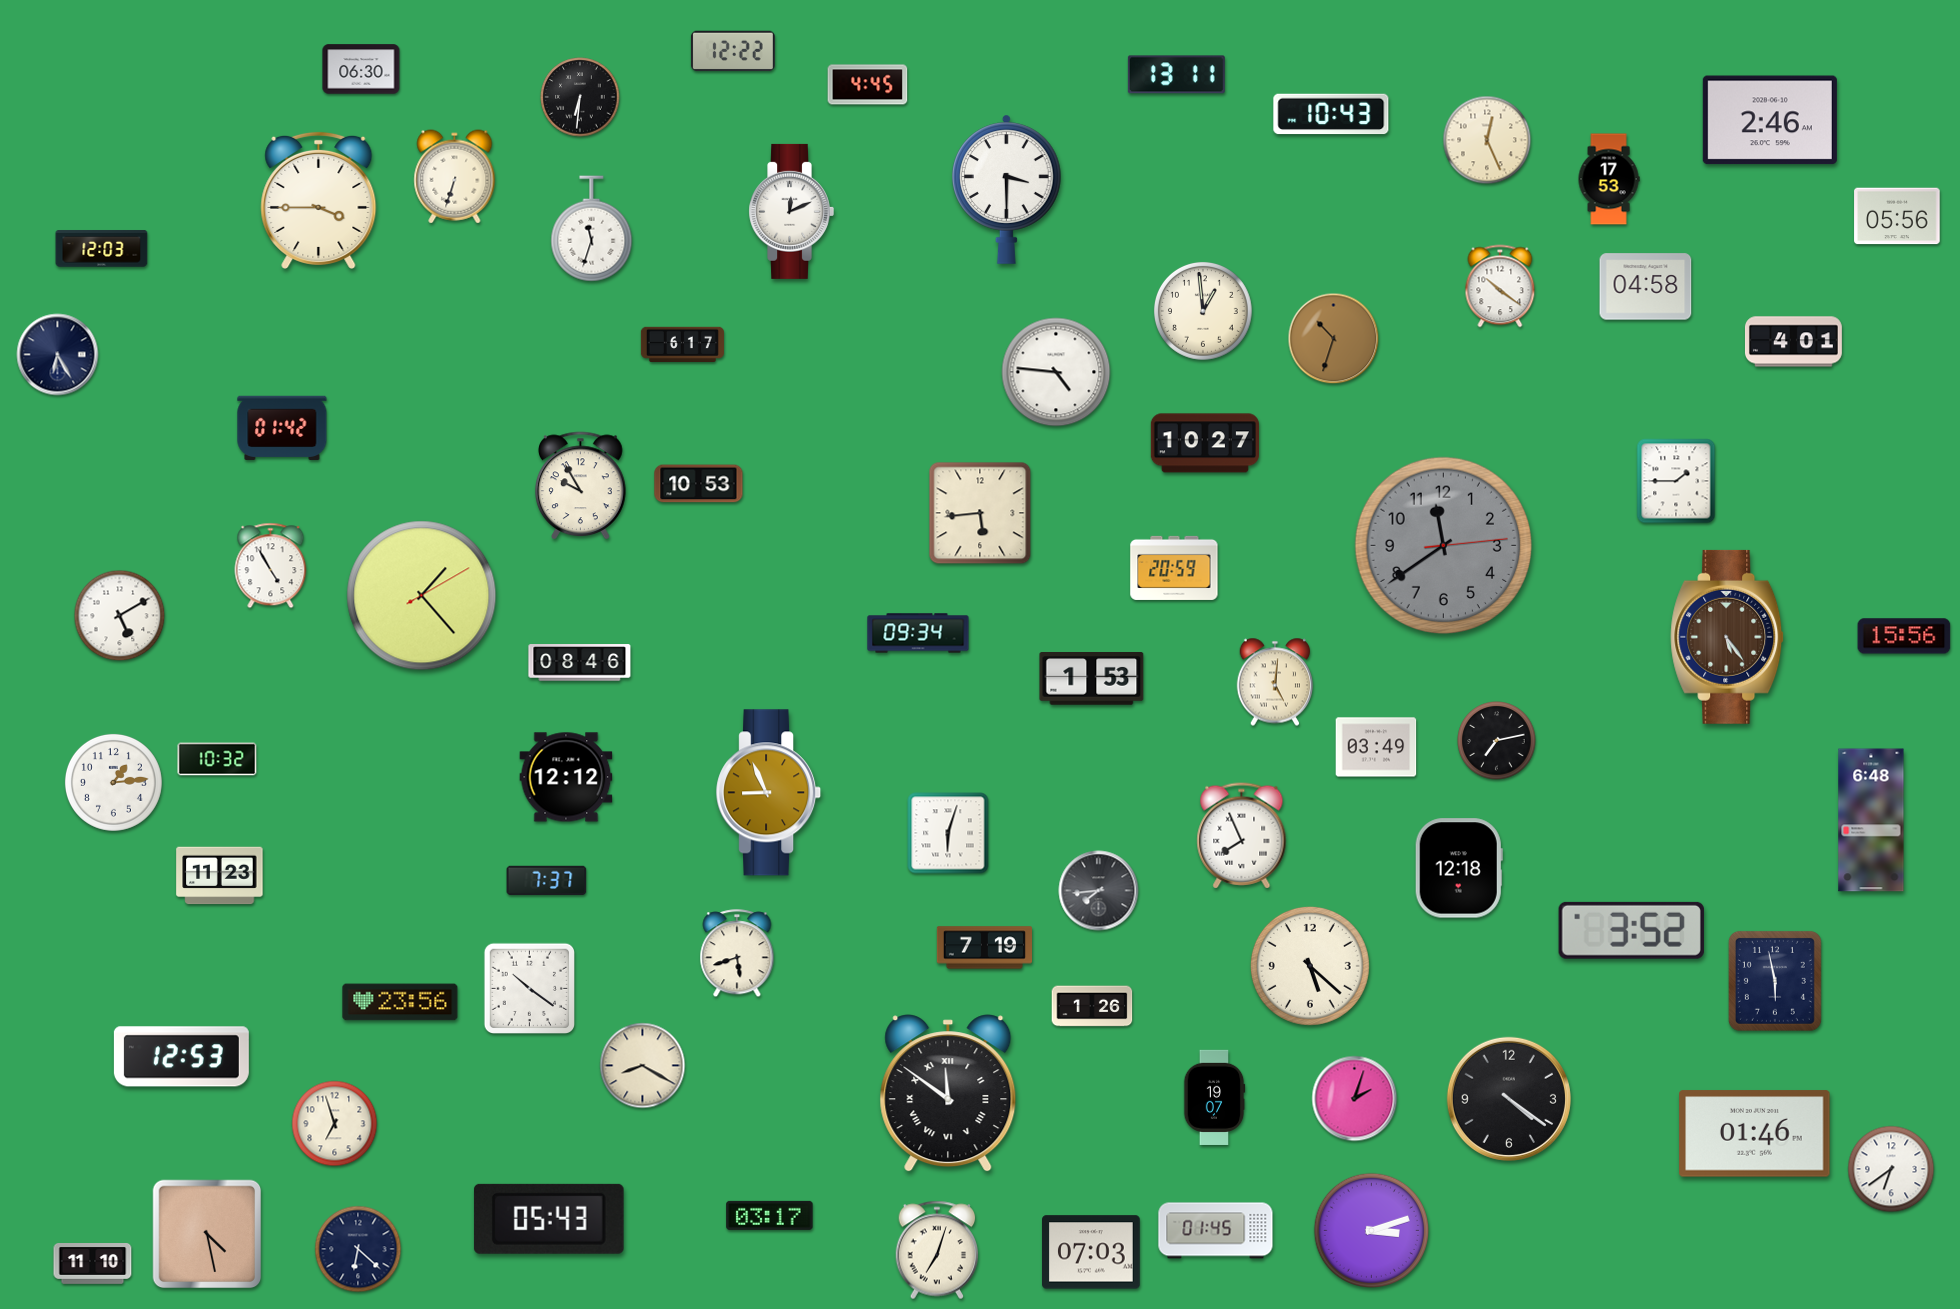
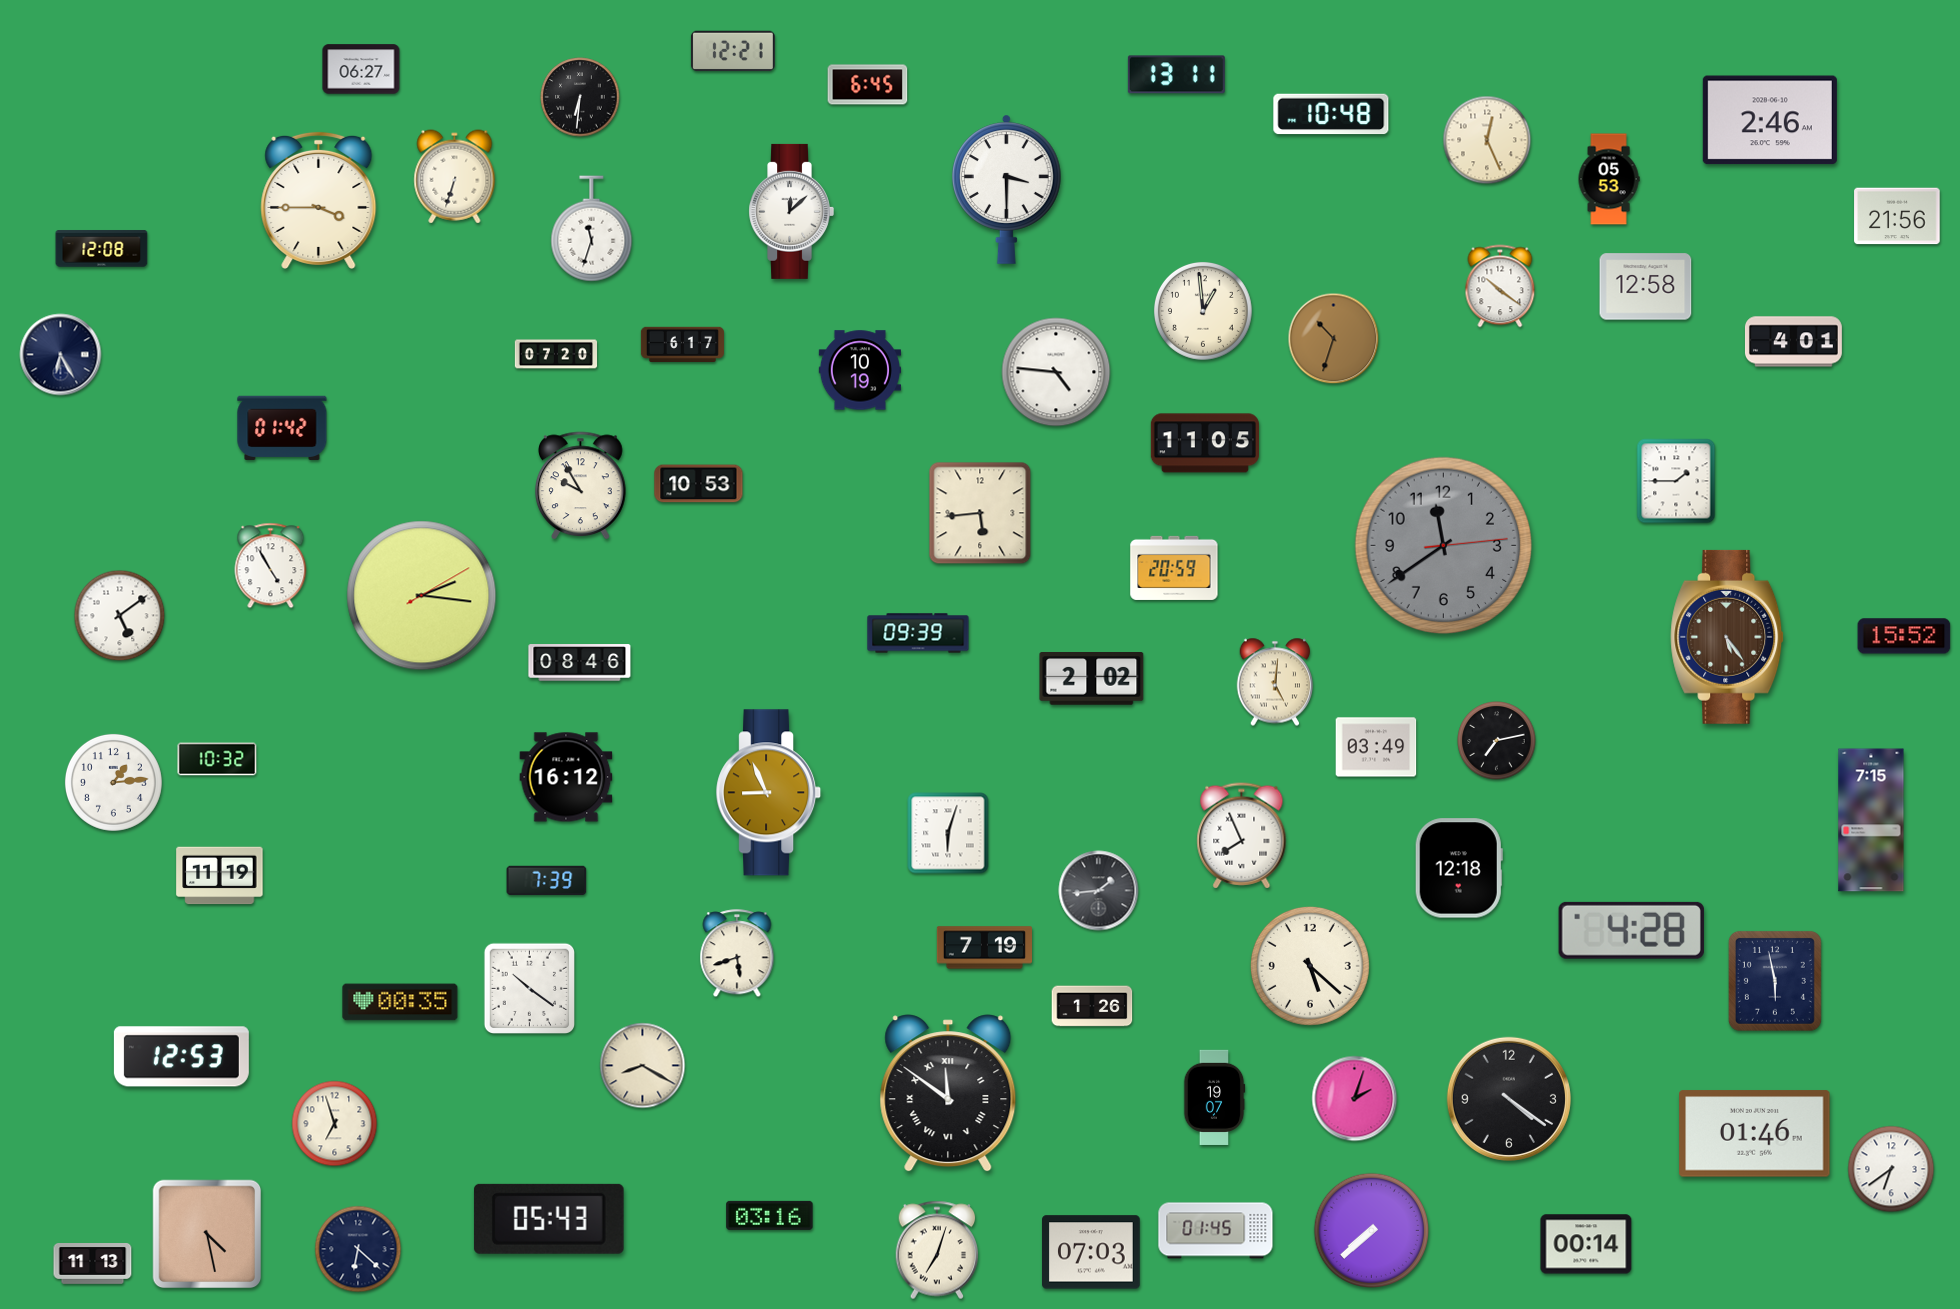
clock at (733, 51): 12:22 -> 12:21
clock at (361, 69): 06:30 -> 06:27
clock at (868, 85): 4:45 -> 6:45
clock at (1331, 114): 10:43 -> 10:48
clock at (1609, 179): 17:53 -> 05:53
clock at (791, 211): 12:11 -> 12:08
clock at (1897, 216): 05:56 -> 21:56
clock at (102, 249): 12:03 -> 12:08
clock at (1646, 287): 04:58 -> 12:58
clock at (556, 354): none -> 07:20
clock at (58, 355) position: (58, 355) -> (61, 355)
clock at (859, 370): none -> 10:19
clock at (1205, 443): 10:27 -> 11:05
clock at (422, 596): 1:23 -> 2:16
clock at (120, 616): 5:10 -> 5:09
clock at (918, 633): 09:34 -> 09:39
clock at (1904, 636): 15:56 -> 15:52
clock at (1092, 679): 1:53 -> 2:02
clock at (566, 777): 12:12 -> 16:12
clock at (1871, 820): 6:48 -> 7:15
clock at (220, 876): 11:23 -> 11:19
clock at (547, 880): 7:37 -> 7:39
clock at (1099, 891): 7:44 -> 1:44
clock at (1631, 930): 3:52 -> 4:28
clock at (400, 1002): 23:56 -> 00:35
clock at (770, 1215): 03:17 -> 03:16
clock at (1372, 1231): 3:12 -> 7:38
clock at (1586, 1244): none -> 00:14
clock at (93, 1264): 11:10 -> 11:13
